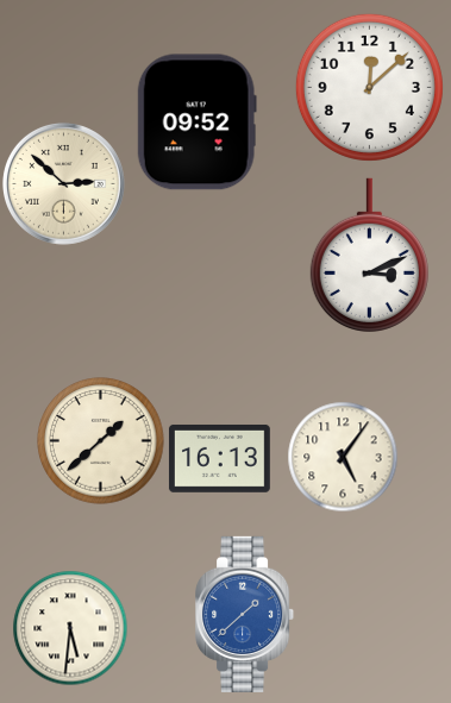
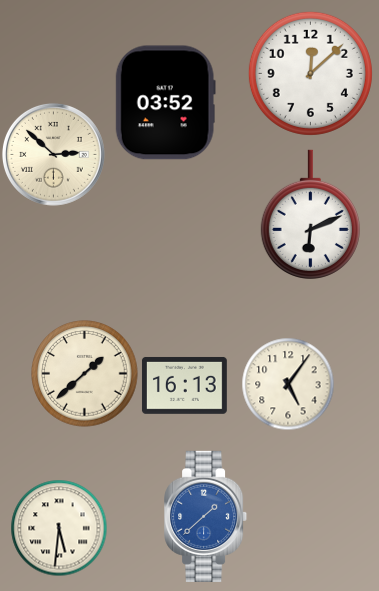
clock at (196, 123): 09:52 -> 03:52
clock at (369, 255): 3:11 -> 6:11
clock at (101, 441) position: (101, 441) -> (85, 374)
